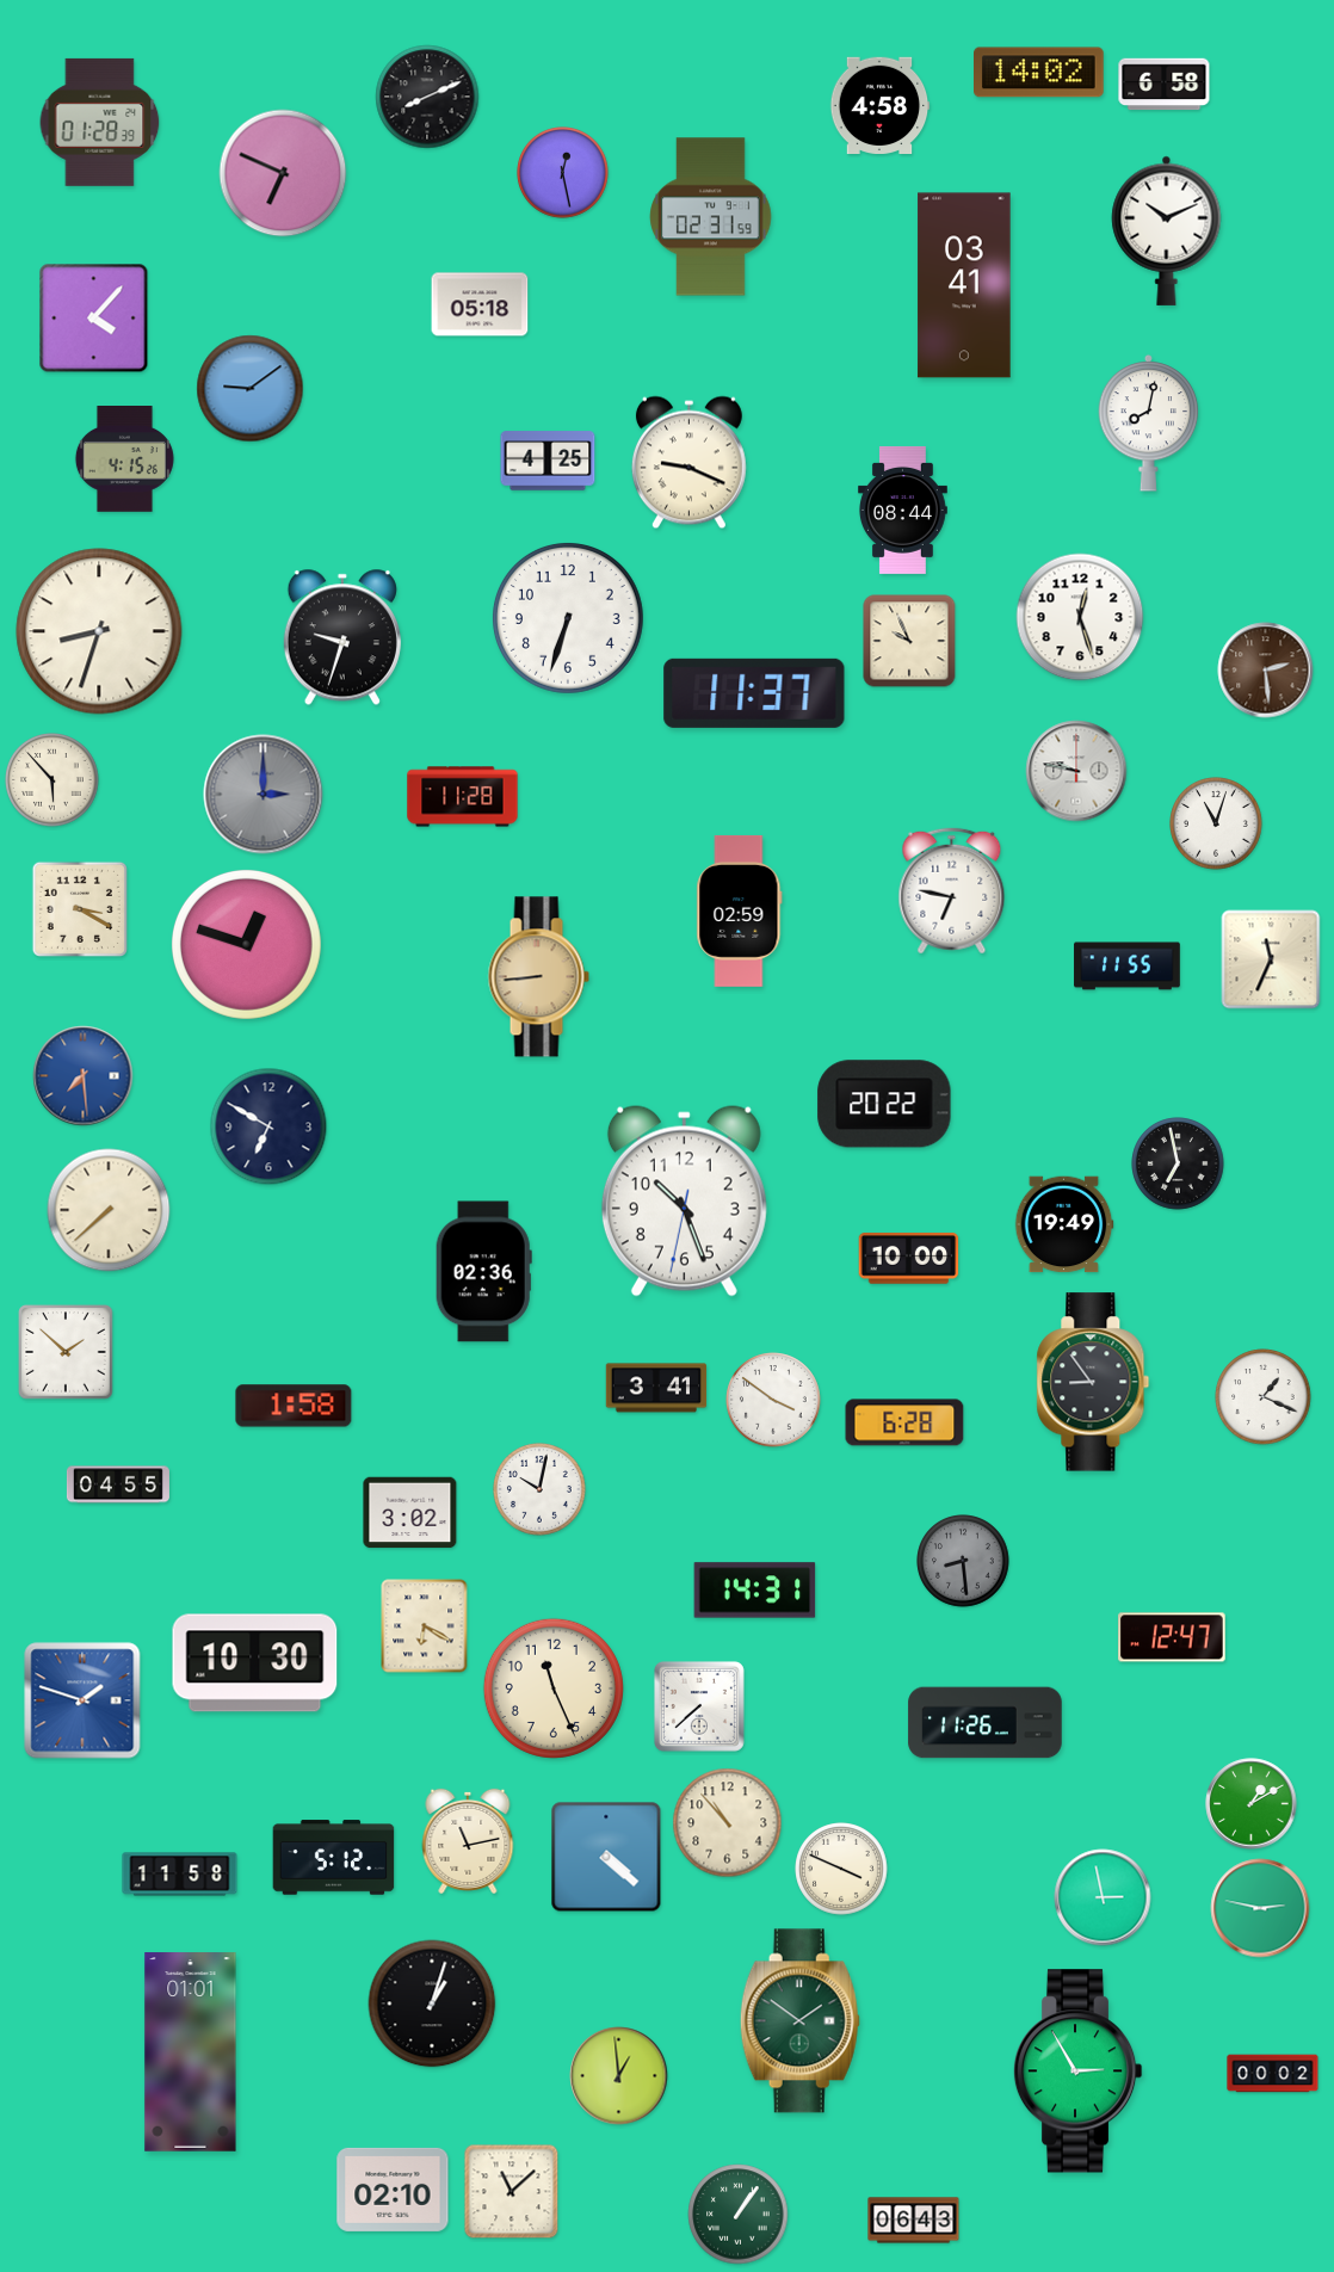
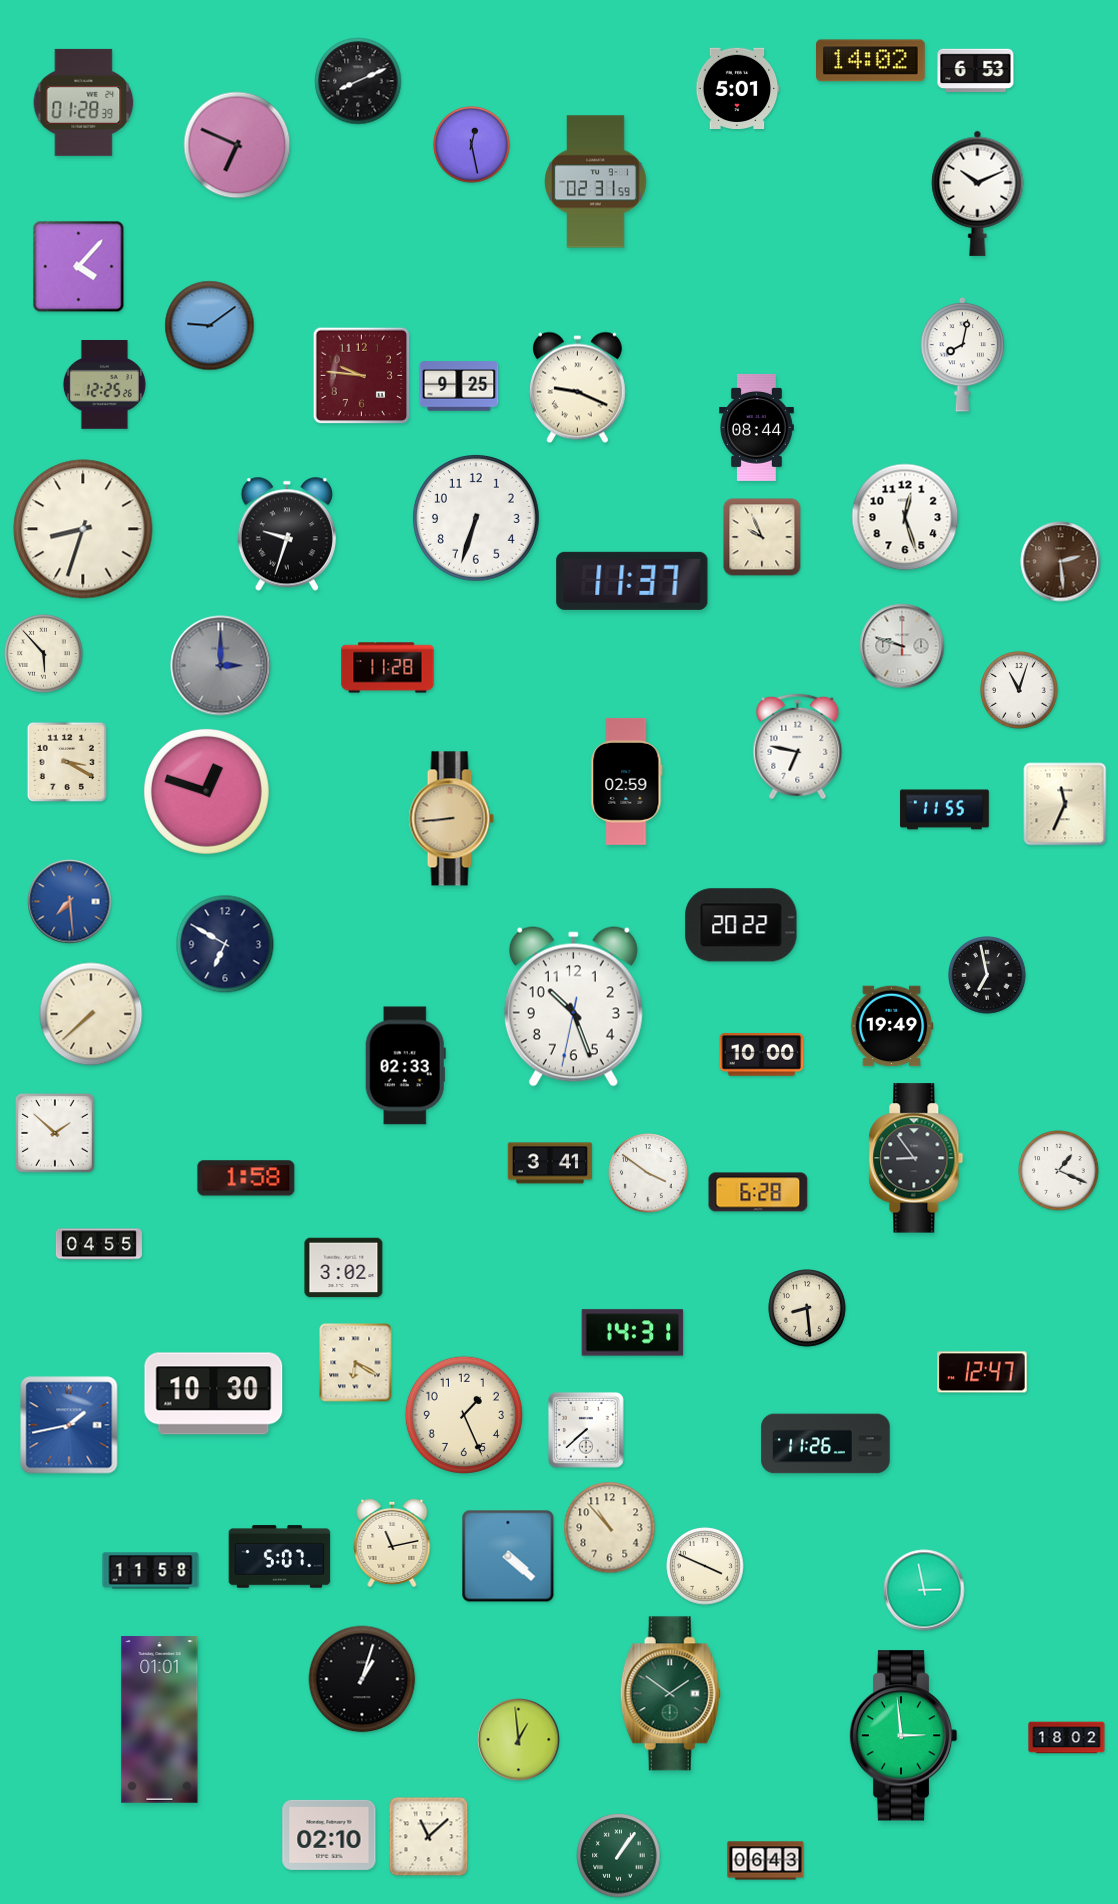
clock at (1165, 85): 6:58 -> 6:53
clock at (879, 105): 4:58 -> 5:01
clock at (964, 285): 03:41 -> none
clock at (480, 304): 05:18 -> none
clock at (362, 376): none -> 9:46
clock at (124, 459): 4:15 -> 12:25
clock at (548, 461): 4:25 -> 9:25
clock at (1076, 771): 9:47 -> 9:48
clock at (740, 910) position: (740, 910) -> (627, 781)
clock at (483, 1272): 02:36 -> 02:33
clock at (539, 1489): 10:02 -> none
clock at (963, 1561) dial: grey -> cream
clock at (554, 1688): 11:26 -> 1:26
clock at (82, 1700): 1:48 -> 1:43
clock at (1252, 1804): 1:10 -> none
clock at (334, 1858): 5:12 -> 5:07
clock at (1260, 1908): 2:47 -> none
clock at (1077, 2072): 2:55 -> 2:59
clock at (1273, 2074): 00:02 -> 18:02
